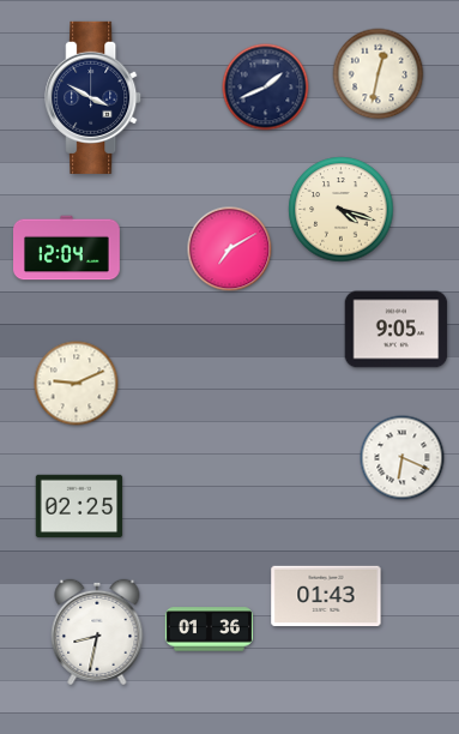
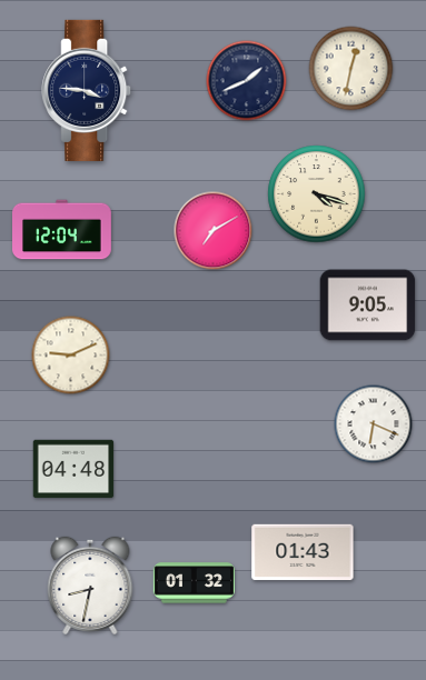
clock at (93, 97): 3:50 -> 3:46
clock at (79, 506): 02:25 -> 04:48
clock at (209, 630): 01:36 -> 01:32
